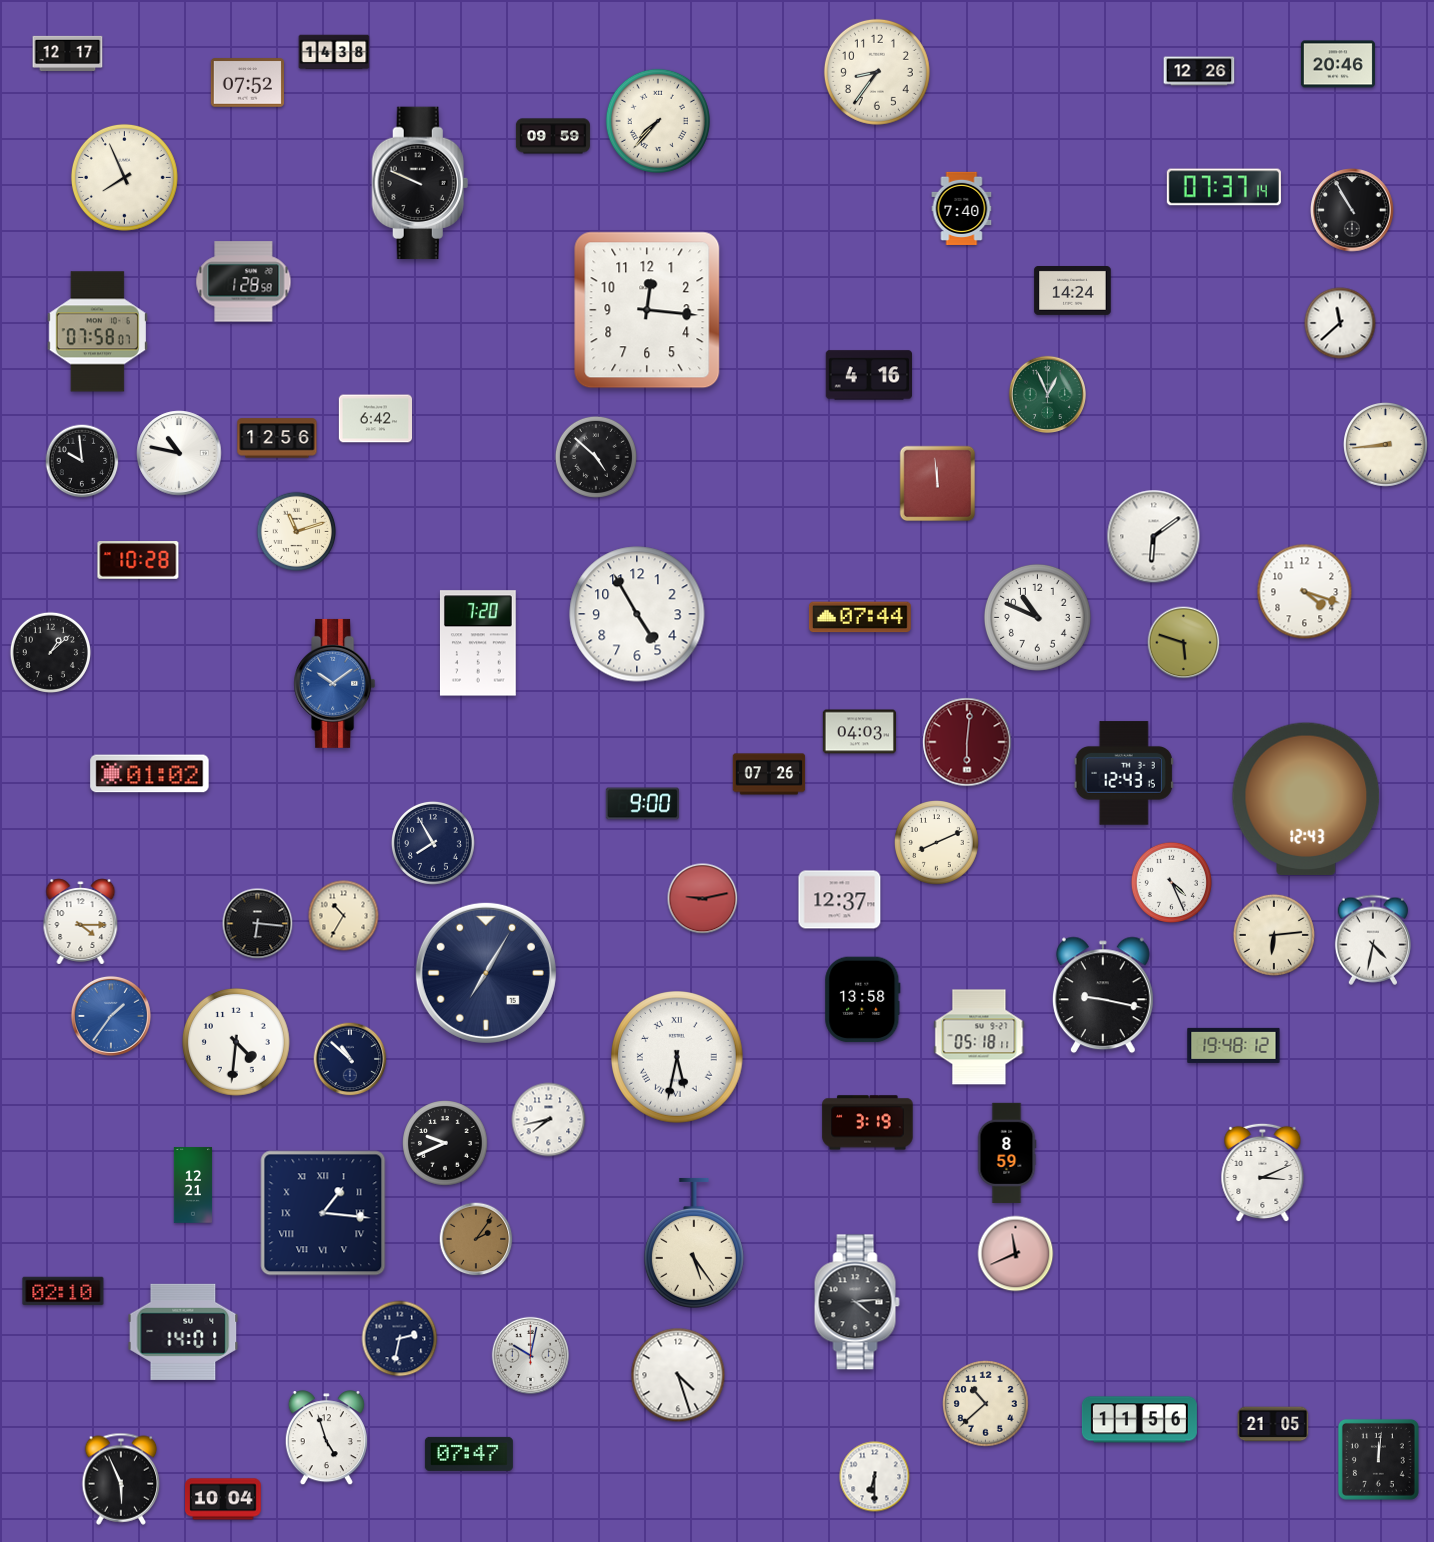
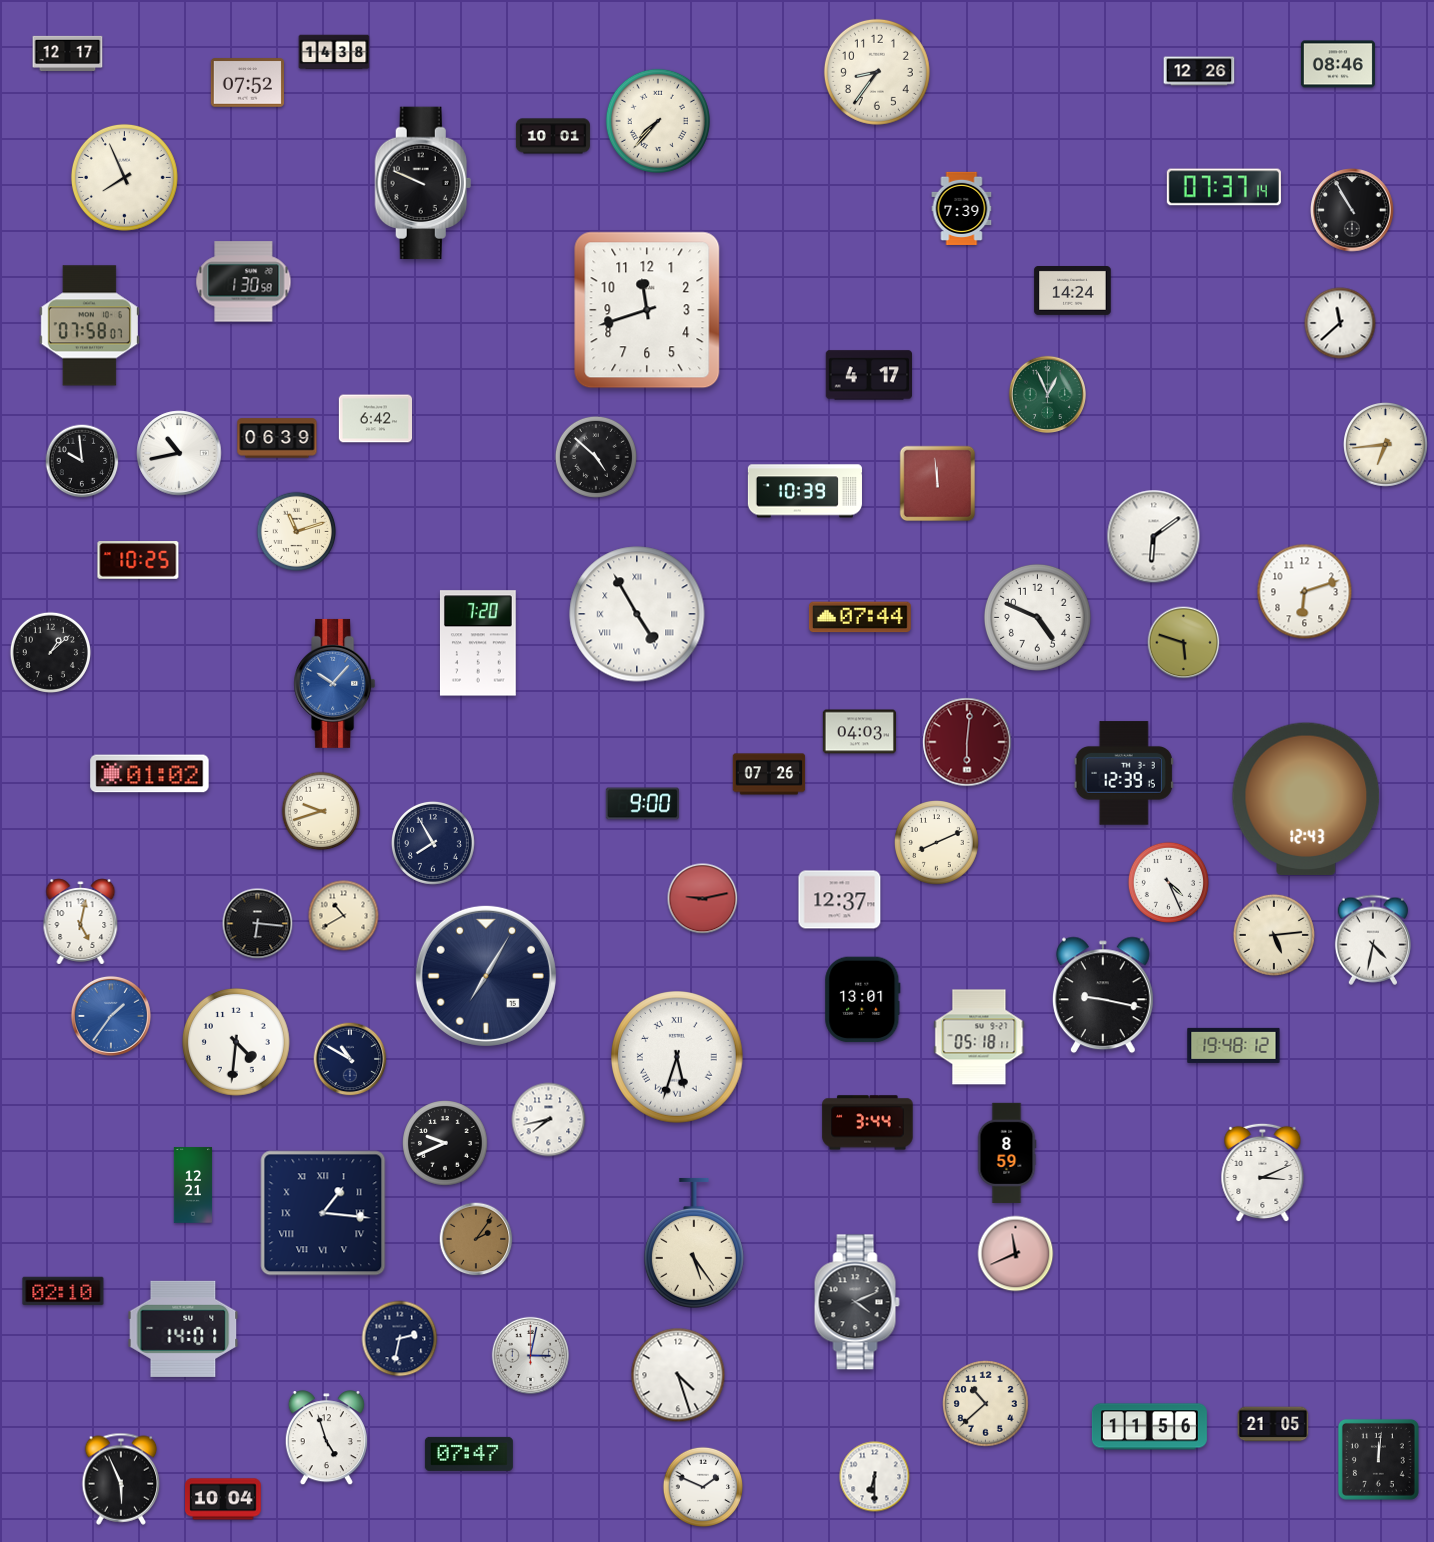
clock at (1338, 64): 20:46 -> 08:46
clock at (553, 136): 09:59 -> 10:01
clock at (420, 183) position: (420, 183) -> (423, 183)
clock at (962, 208): 7:40 -> 7:39
clock at (244, 282): 1:28 -> 1:30
clock at (647, 310): 12:16 -> 11:42
clock at (97, 332) position: (97, 332) -> (89, 326)
clock at (868, 375): 4:16 -> 4:17
clock at (277, 438): 12:56 -> 06:39
clock at (1386, 445): 8:44 -> 6:44
clock at (179, 453): 10:47 -> 10:43
clock at (805, 491): none -> 10:39
clock at (138, 560): 10:28 -> 10:25
clock at (1305, 592): 4:18 -> 6:12
clock at (637, 614) numerals: Arabic -> Roman
clock at (1037, 617): 10:49 -> 4:49
clock at (335, 683): 10:09 -> 10:07
clock at (1124, 773): 12:43 -> 12:39
clock at (321, 811): none -> 9:42
clock at (1171, 882) position: (1171, 882) -> (1168, 882)
clock at (344, 916): 10:35 -> 10:40
clock at (81, 922): 4:15 -> 5:02
clock at (1274, 935): 6:14 -> 5:14
clock at (486, 973) position: (486, 973) -> (486, 976)
clock at (863, 1000): 13:58 -> 13:01
clock at (678, 1058): 5:32 -> 5:33
clock at (350, 1059): 10:52 -> 10:50
clock at (868, 1123): 3:19 -> 3:44
clock at (857, 1302): 4:14 -> 4:11
clock at (183, 1332) position: (183, 1332) -> (183, 1329)
clock at (530, 1355): 10:02 -> 3:02
clock at (1139, 1420) position: (1139, 1420) -> (1149, 1427)
clock at (702, 1486): none -> 1:49
